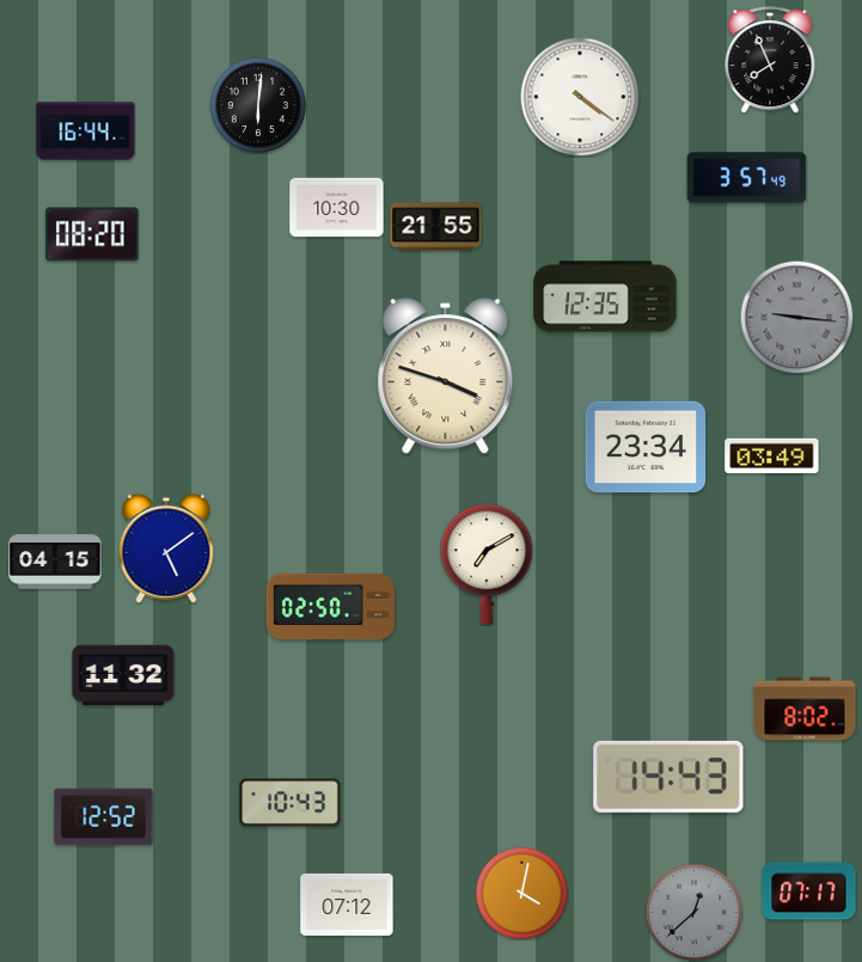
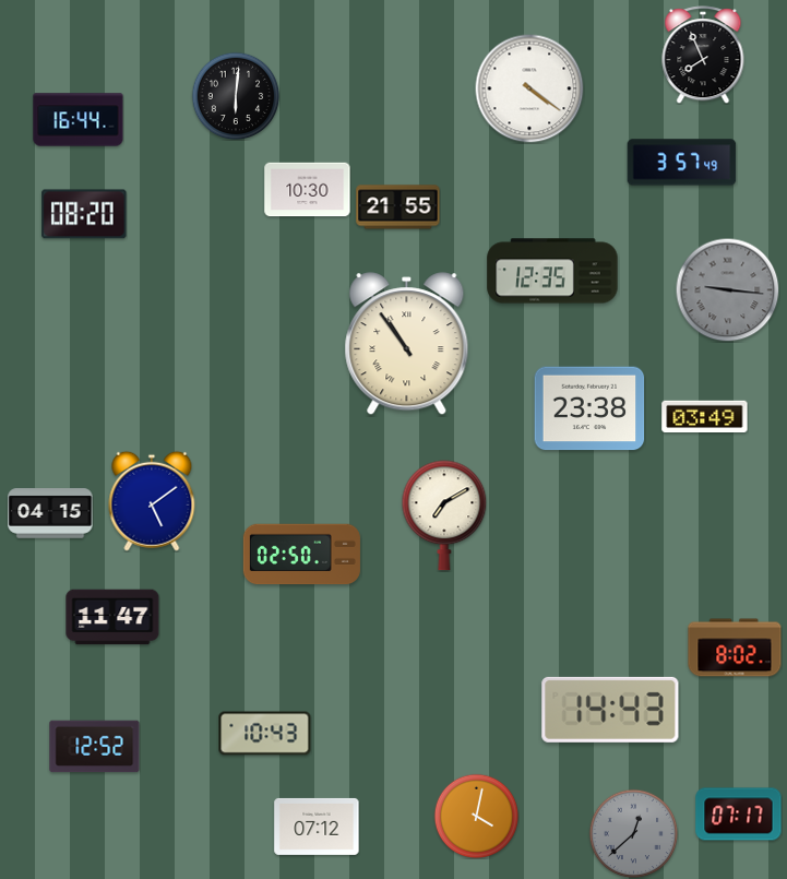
clock at (446, 376): 3:48 -> 10:54
clock at (646, 447): 23:34 -> 23:38
clock at (123, 675): 11:32 -> 11:47
